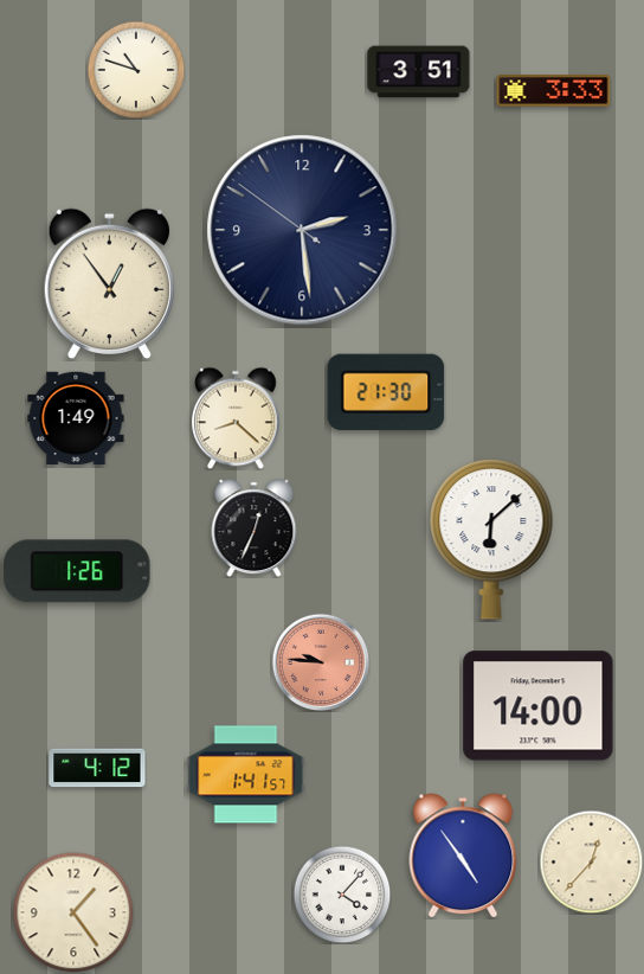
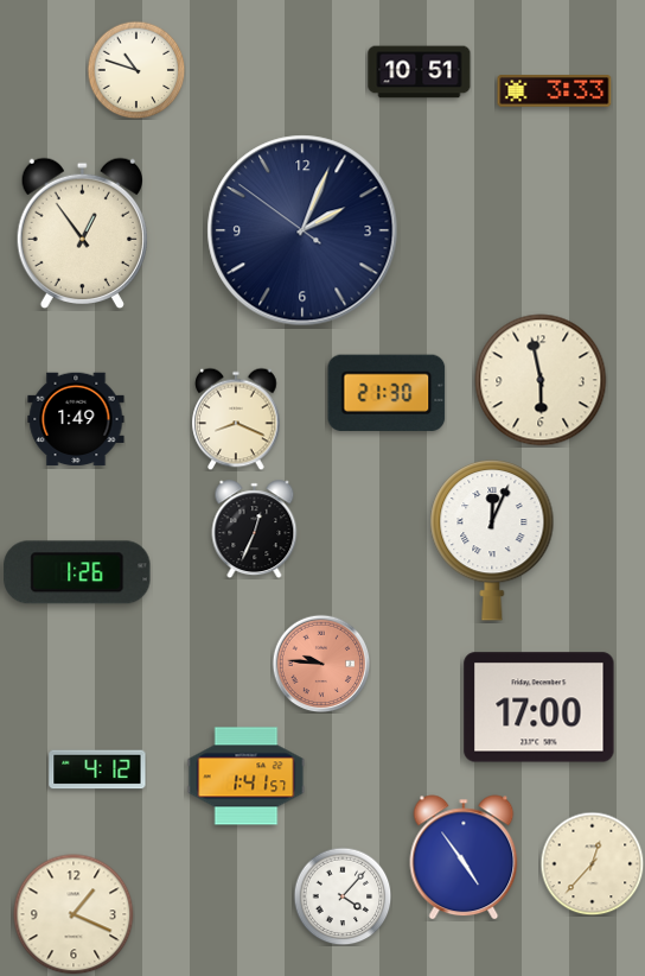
clock at (419, 72): 3:51 -> 10:51
clock at (302, 230): 2:28 -> 2:03
clock at (109, 284) position: (109, 284) -> (82, 234)
clock at (541, 380): none -> 5:58
clock at (236, 418): 8:22 -> 8:19
clock at (491, 540): 6:08 -> 12:04
clock at (539, 706): 14:00 -> 17:00
clock at (73, 912): 1:24 -> 1:19
